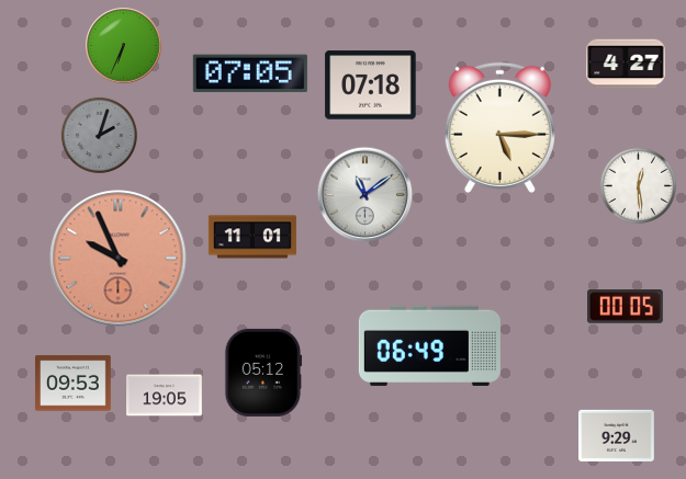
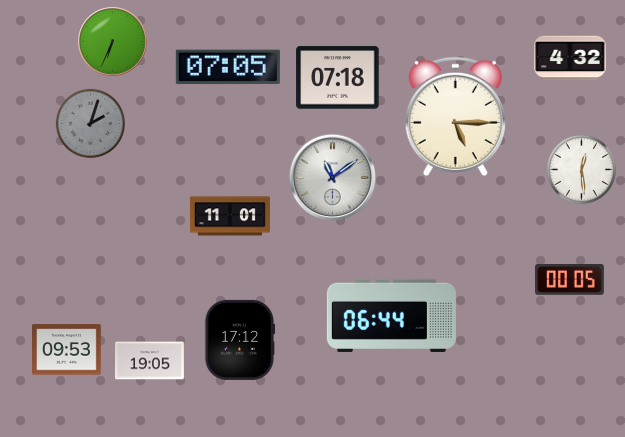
clock at (626, 64): 4:27 -> 4:32
clock at (119, 259): 9:56 -> none
clock at (429, 345): 06:49 -> 06:44
clock at (263, 373): 05:12 -> 17:12
clock at (617, 435): 9:29 -> none
